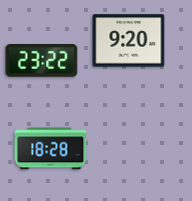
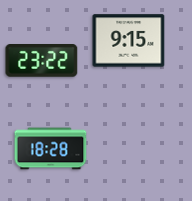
clock at (129, 41): 9:20 -> 9:15
